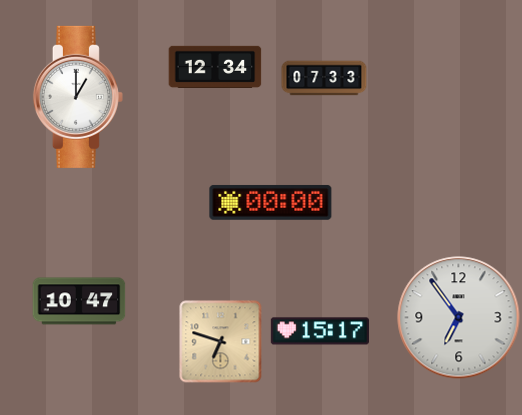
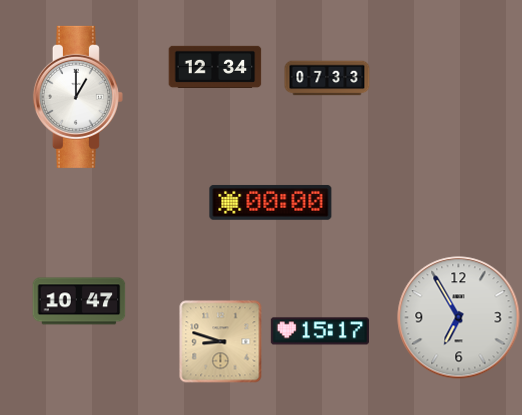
clock at (324, 78) position: (324, 78) -> (327, 78)
clock at (459, 318): 6:54 -> 6:55
clock at (221, 342): 6:48 -> 8:48
